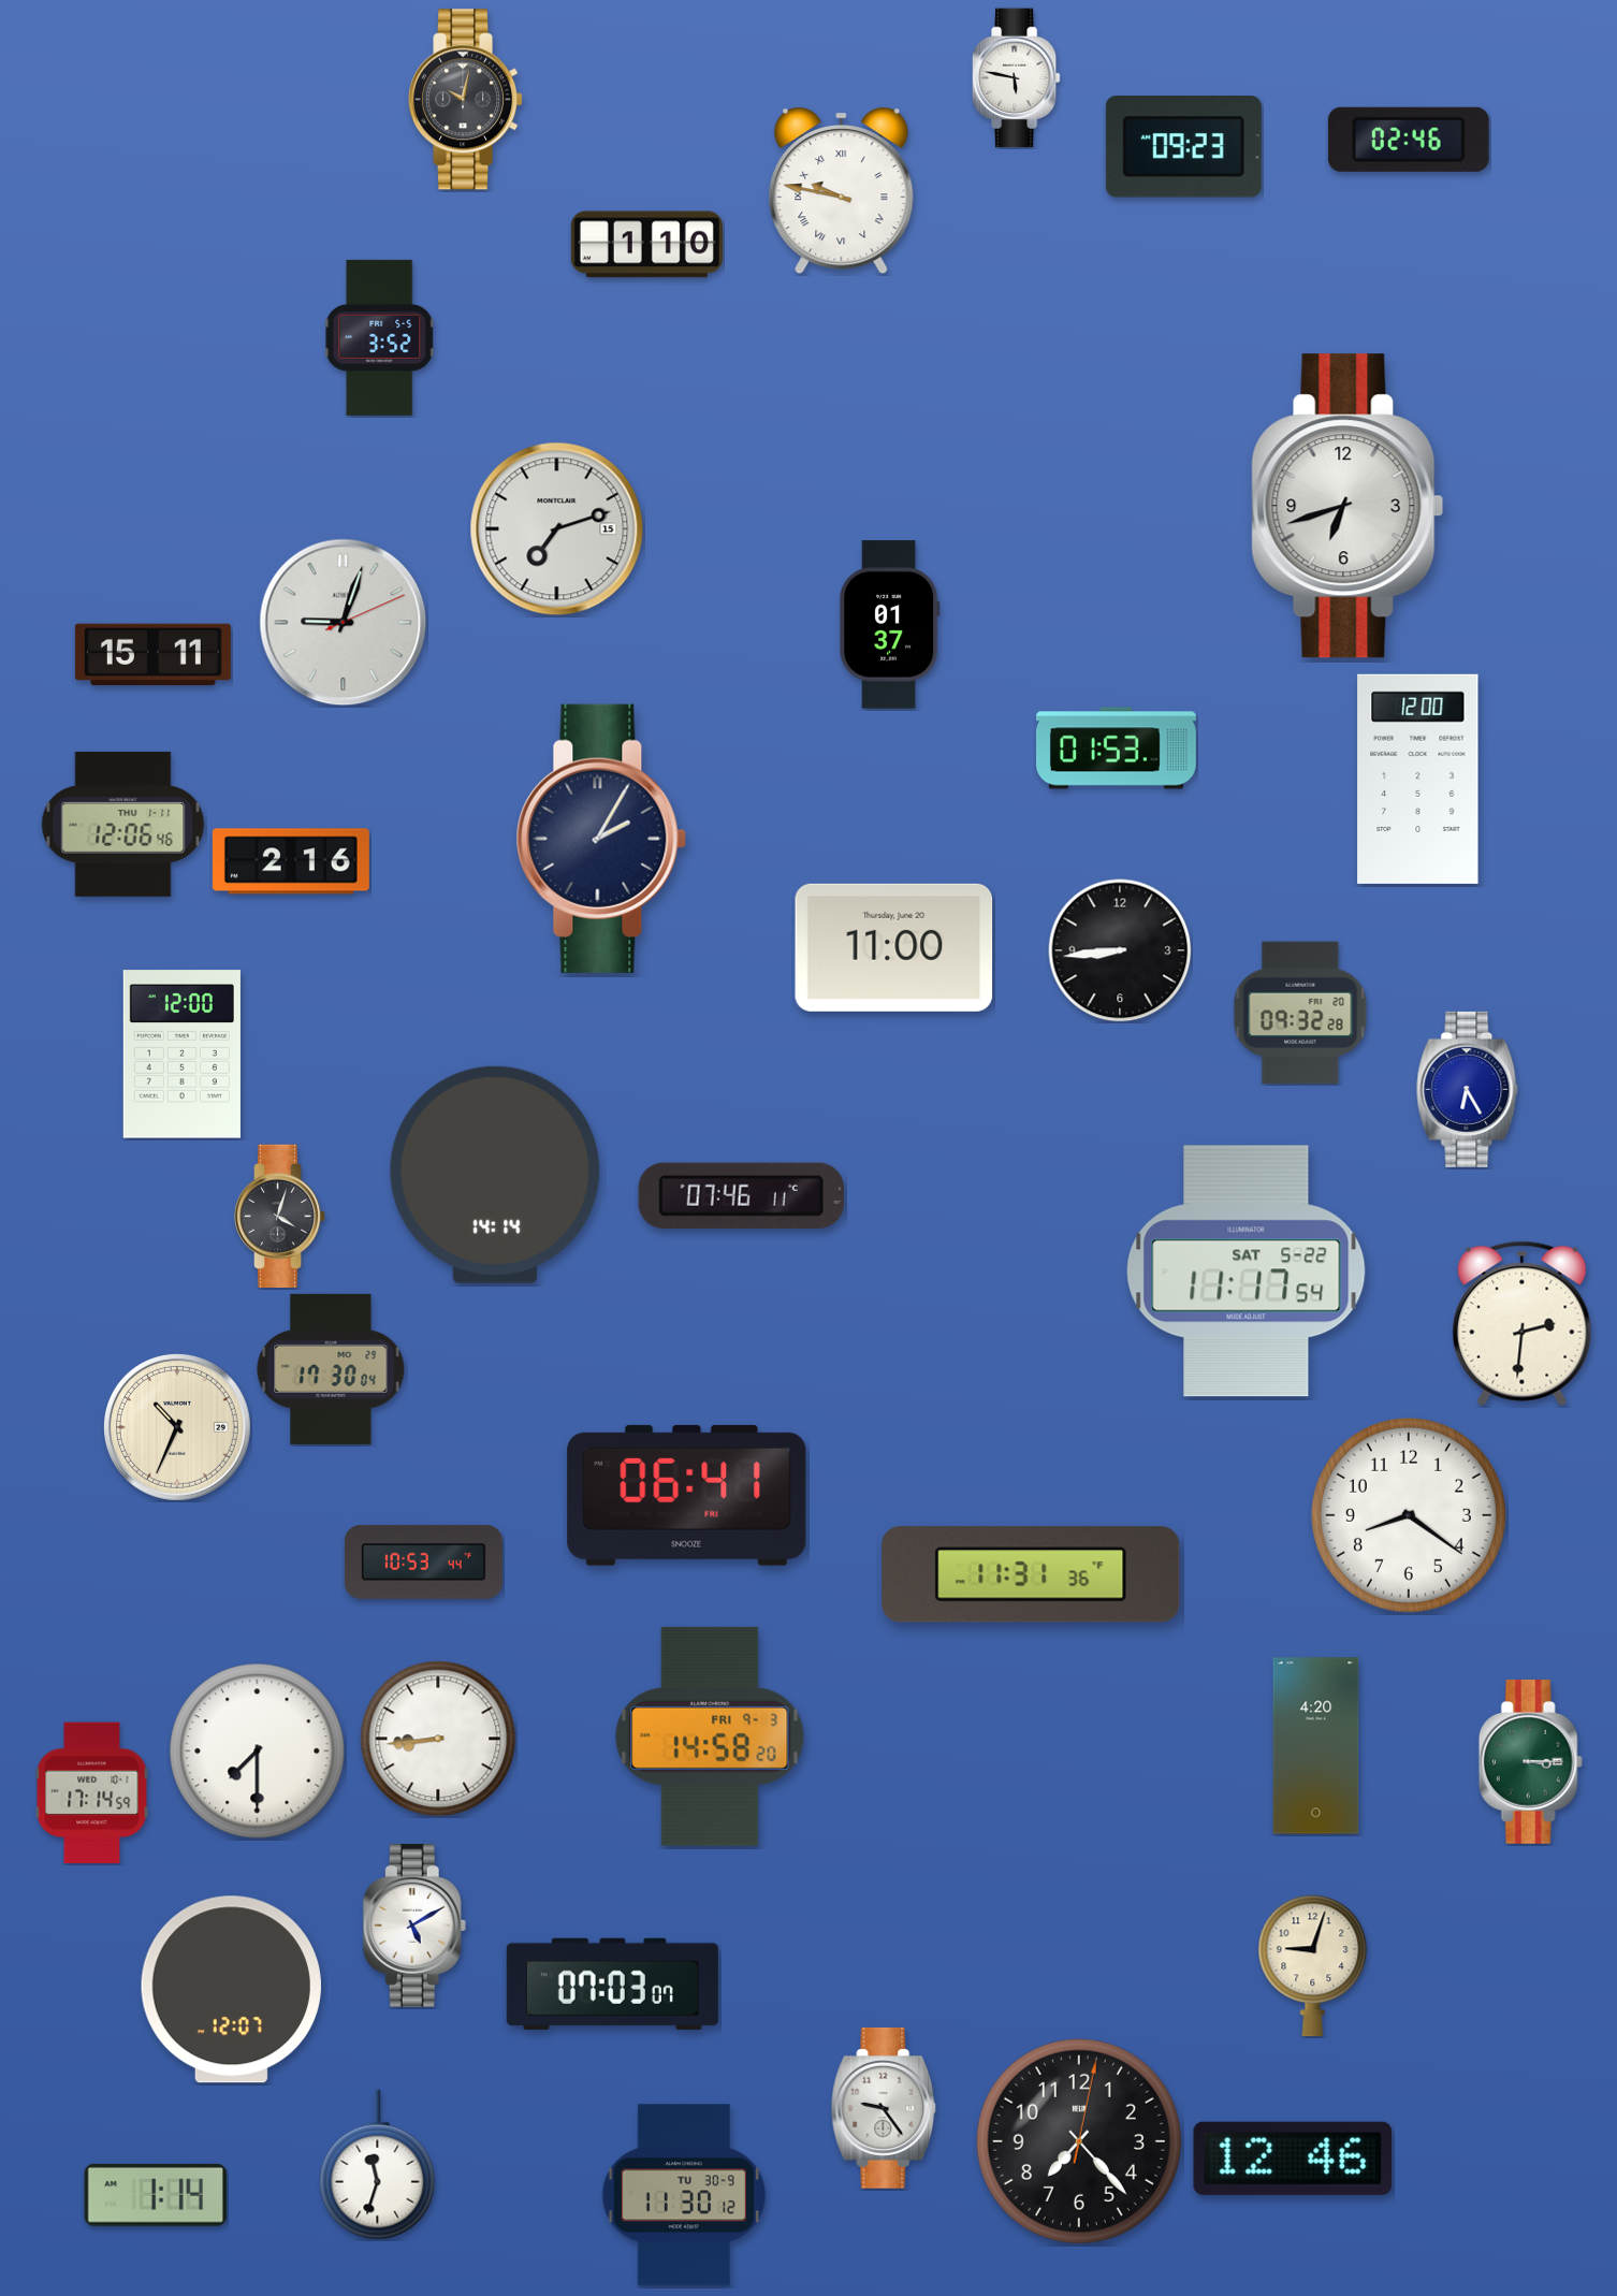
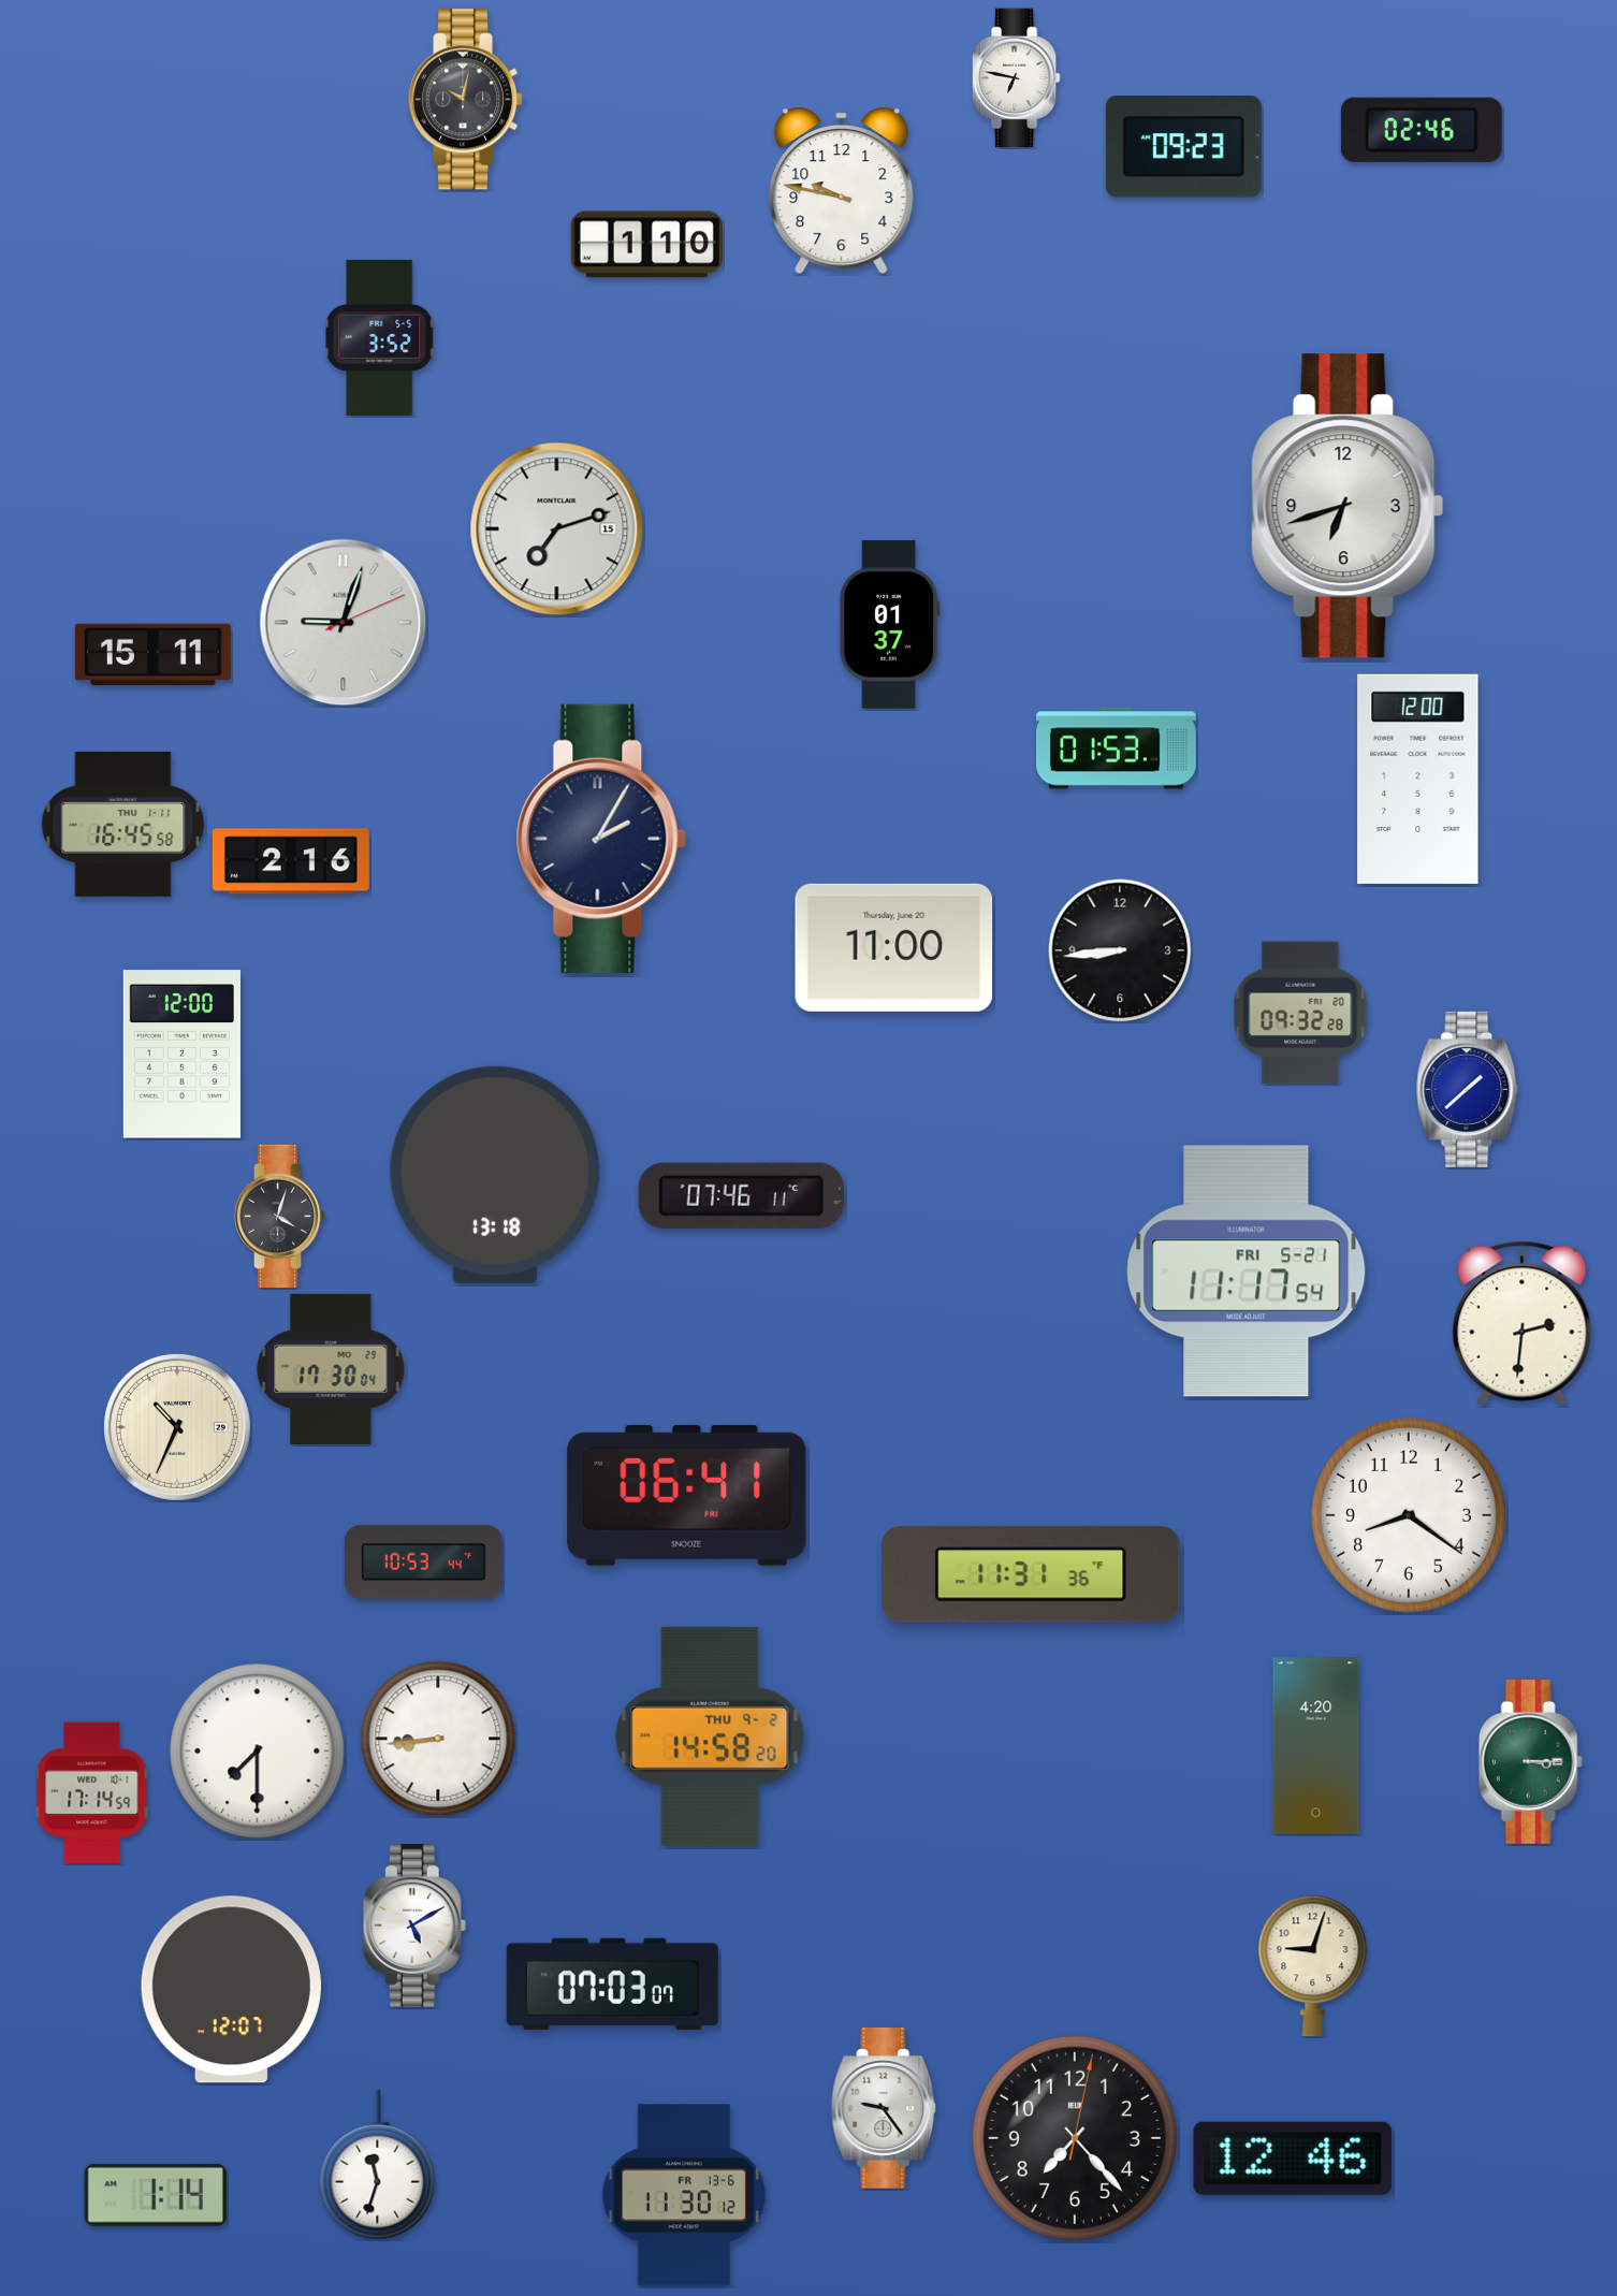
clock at (1016, 78): 5:47 -> 6:47
clock at (1409, 140) position: (1409, 140) -> (1422, 130)
clock at (842, 191) numerals: Roman -> Arabic
clock at (123, 824): 12:06 -> 16:45
clock at (1468, 1089): 6:25 -> 1:38
clock at (495, 1175): 14:14 -> 13:18
clock at (1247, 1271) date: SAT 5-22 -> FRI 5-21
clock at (710, 1736) date: FRI 9-3 -> THU 9-2
clock at (1079, 2141) position: (1079, 2141) -> (1075, 2138)
clock at (684, 2195) date: TU 30-9 -> FR 13-6
